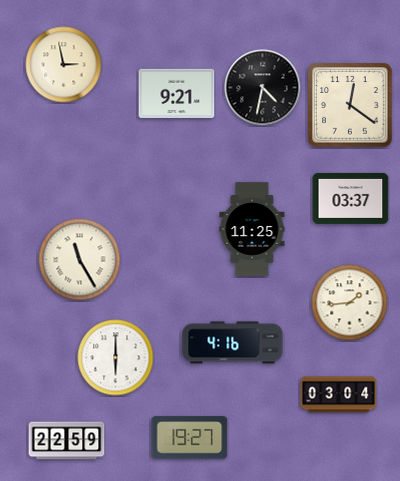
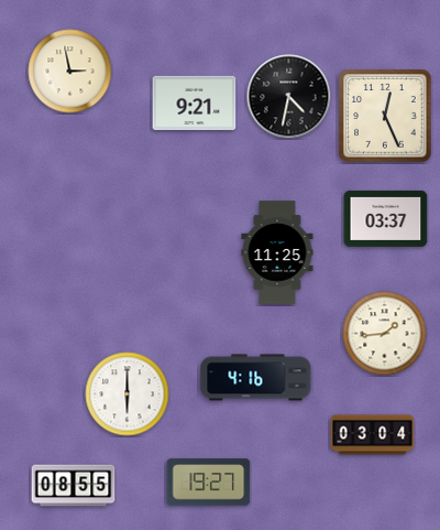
clock at (350, 105): 12:21 -> 12:26
clock at (80, 260): 11:25 -> none
clock at (67, 441): 22:59 -> 08:55
